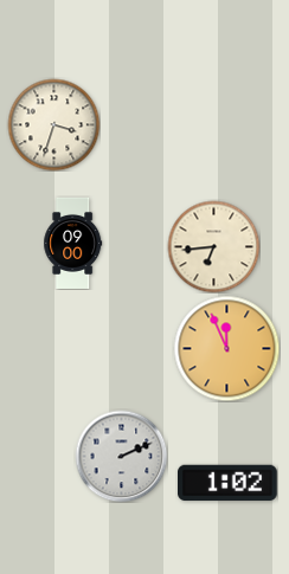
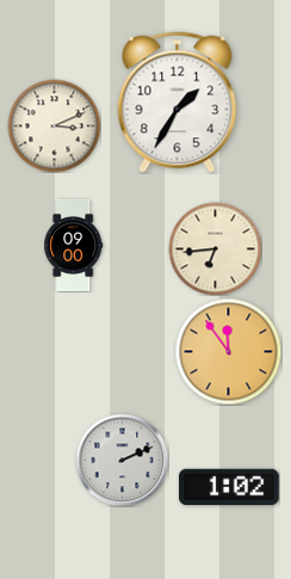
clock at (178, 103): none -> 1:35
clock at (53, 124): 3:33 -> 3:11
clock at (226, 348): 11:56 -> 11:54
